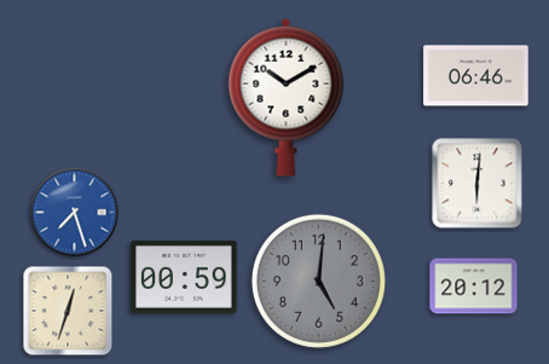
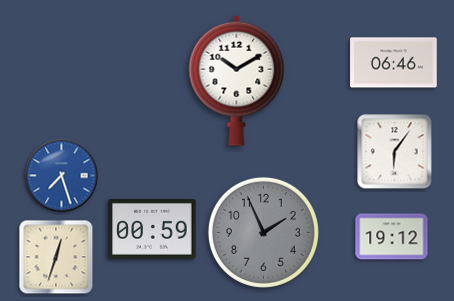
clock at (478, 184): 6:01 -> 6:06
clock at (318, 281): 5:01 -> 1:56
clock at (474, 287): 20:12 -> 19:12
